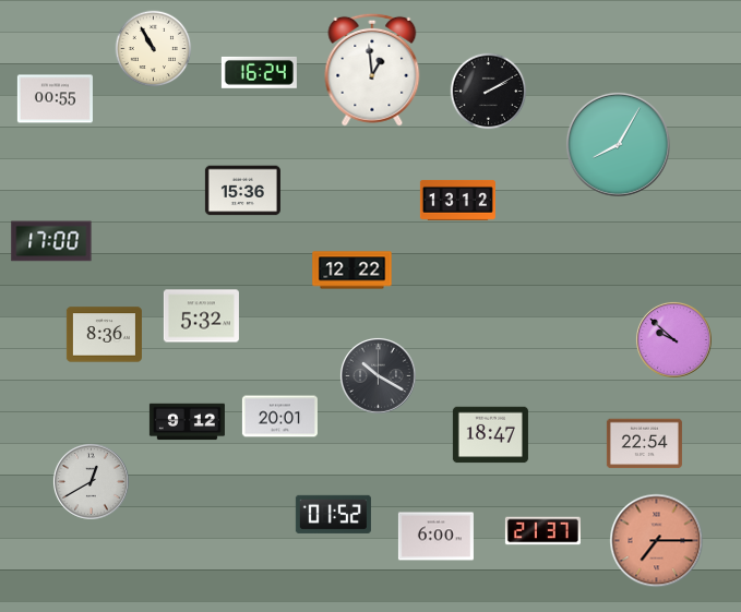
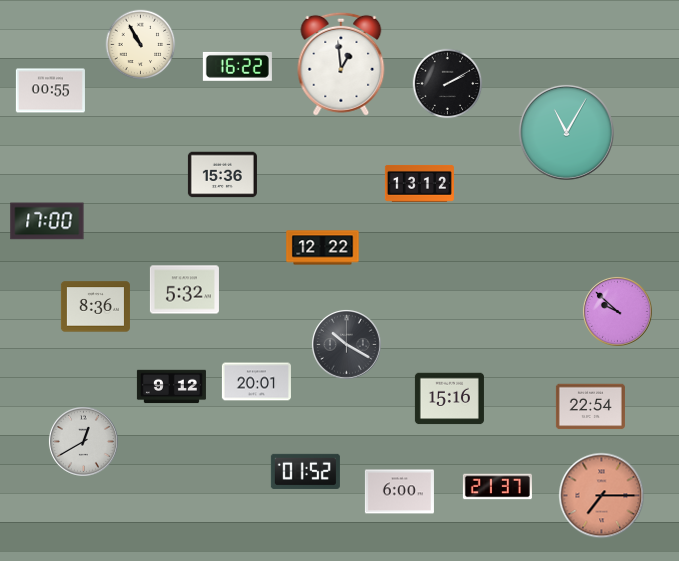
clock at (259, 72): 16:24 -> 16:22
clock at (618, 144): 8:05 -> 11:05
clock at (490, 435): 18:47 -> 15:16
